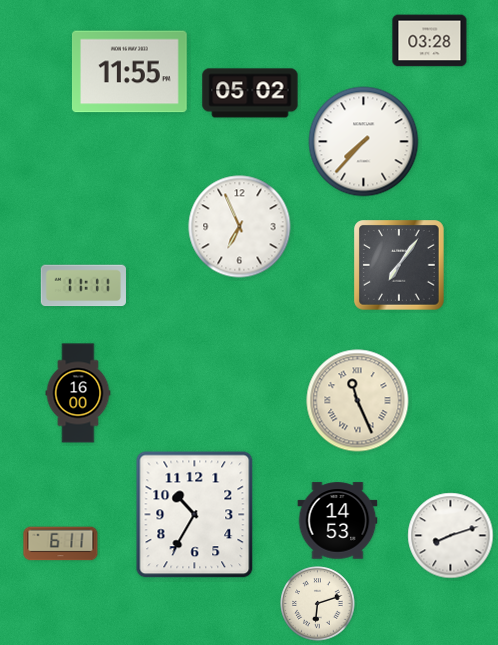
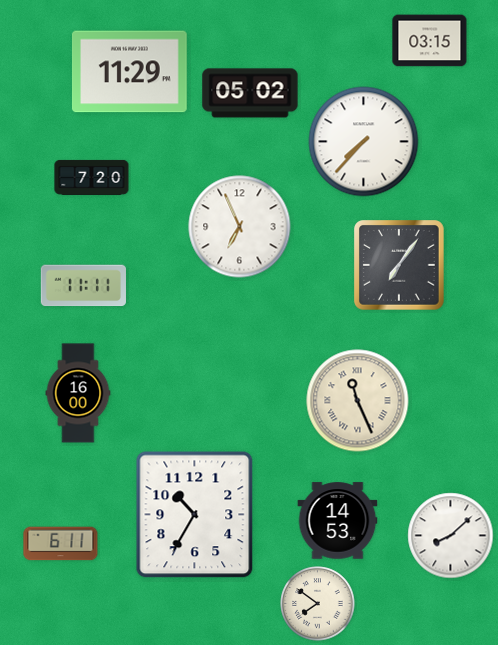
clock at (430, 41): 03:28 -> 03:15
clock at (129, 72): 11:55 -> 11:29
clock at (92, 177): none -> 7:20
clock at (451, 536): 8:12 -> 8:08
clock at (318, 604): 6:12 -> 7:51
